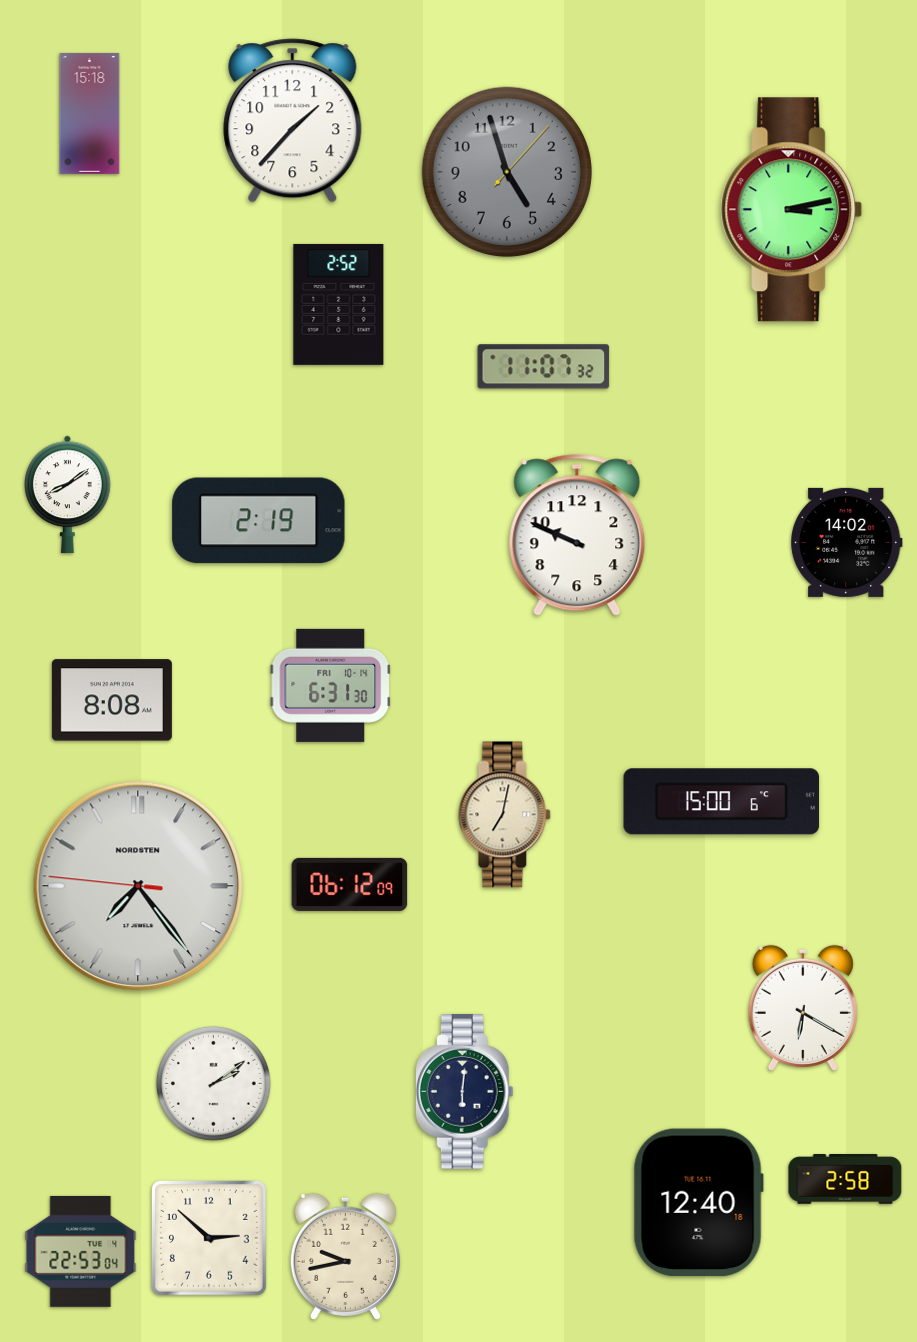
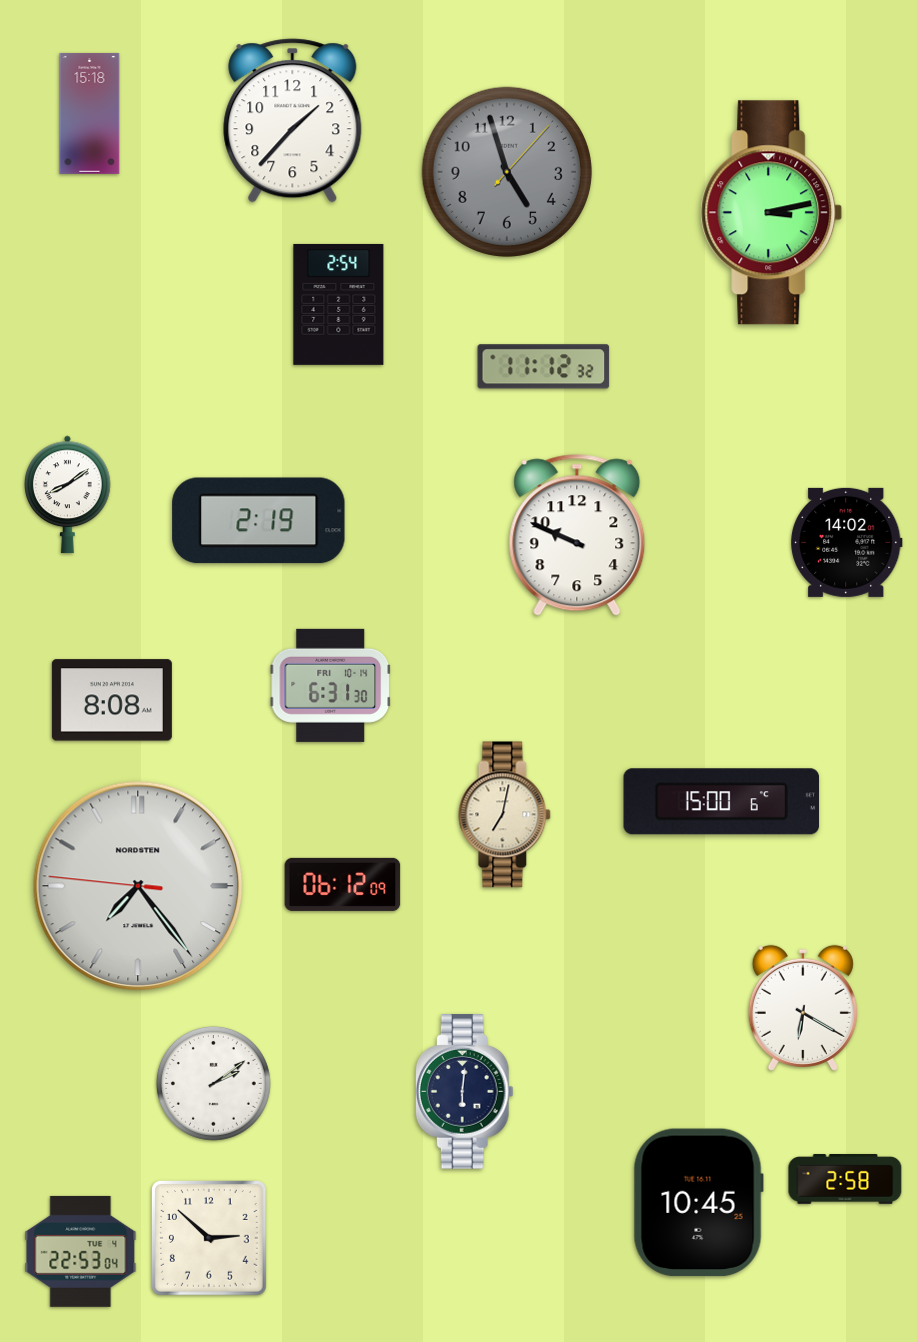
clock at (792, 210) position: (792, 210) -> (772, 213)
clock at (339, 304): 2:52 -> 2:54
clock at (544, 367): 11:07 -> 11:12
clock at (350, 884) position: (350, 884) -> (343, 884)
clock at (698, 1203): 12:40 -> 10:45
clock at (345, 1256): 9:43 -> none
